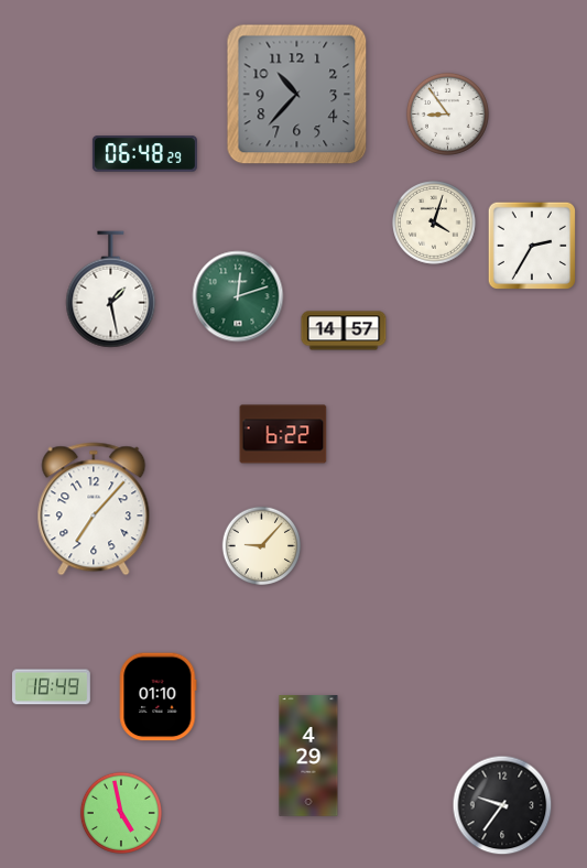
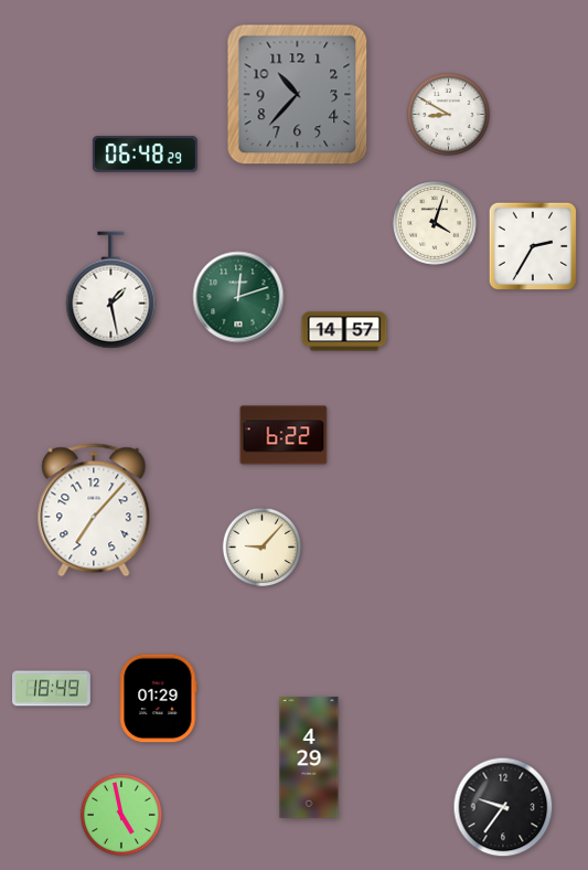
clock at (447, 113): 8:54 -> 8:50
clock at (159, 697): 01:10 -> 01:29
